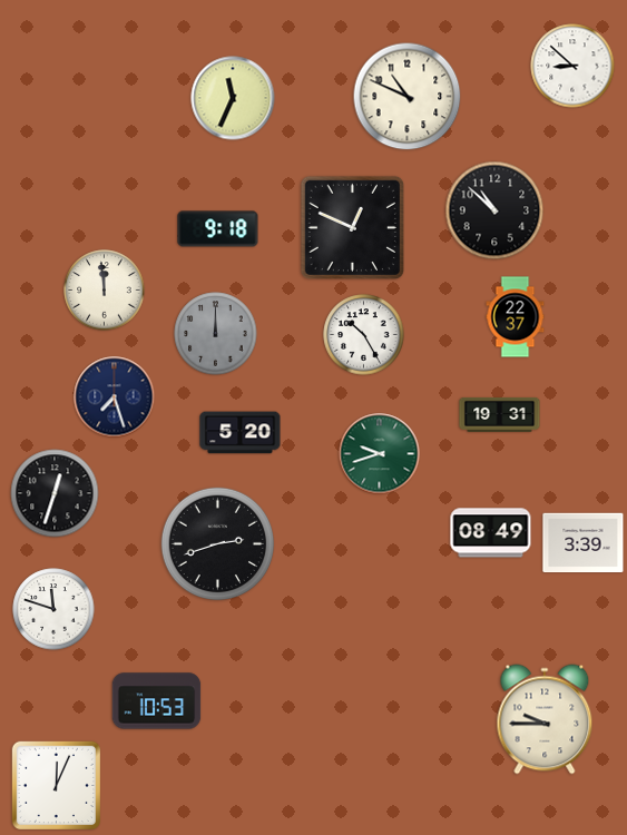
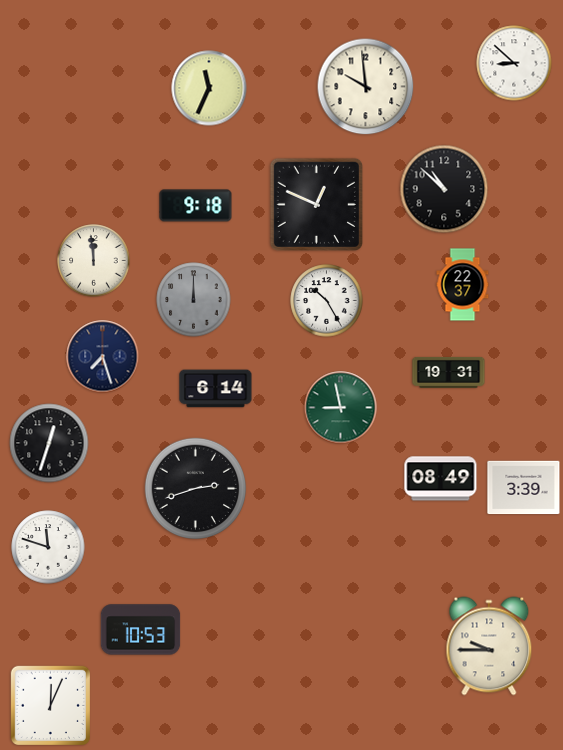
clock at (572, 66) position: (572, 66) -> (514, 63)
clock at (408, 97): 10:49 -> 9:59
clock at (241, 433): 5:20 -> 6:14
clock at (380, 454): 9:42 -> 8:58
